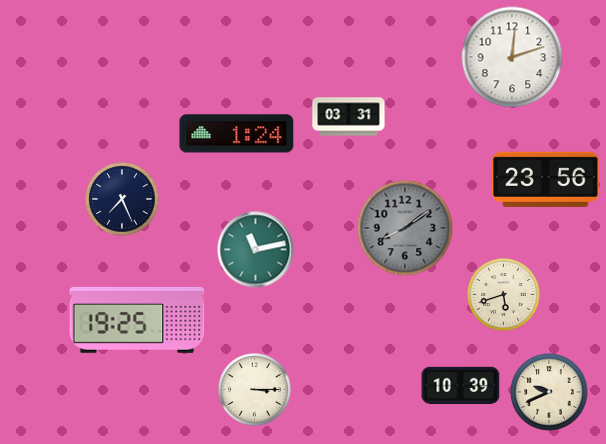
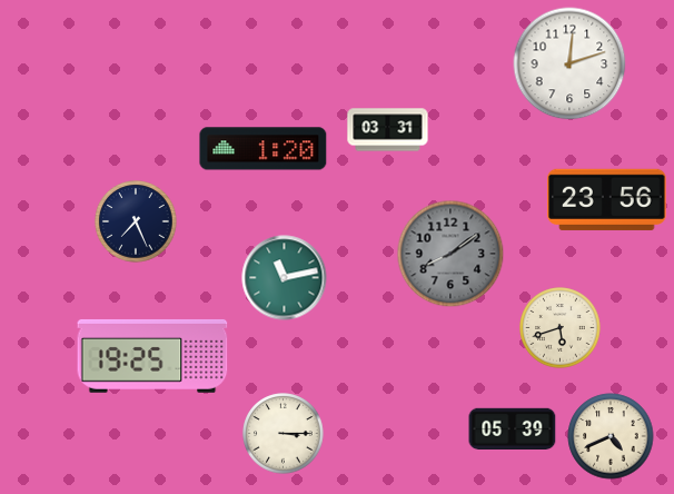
clock at (237, 134): 1:24 -> 1:20
clock at (461, 385): 10:39 -> 05:39
clock at (549, 392): 9:41 -> 4:41
